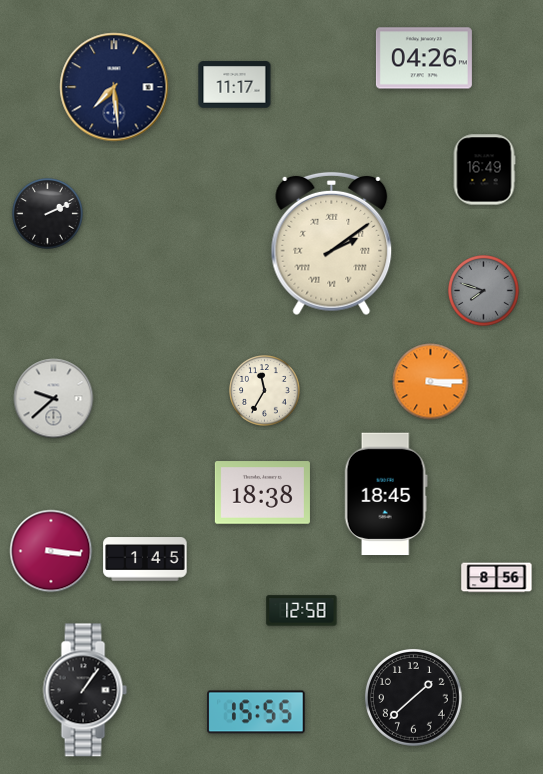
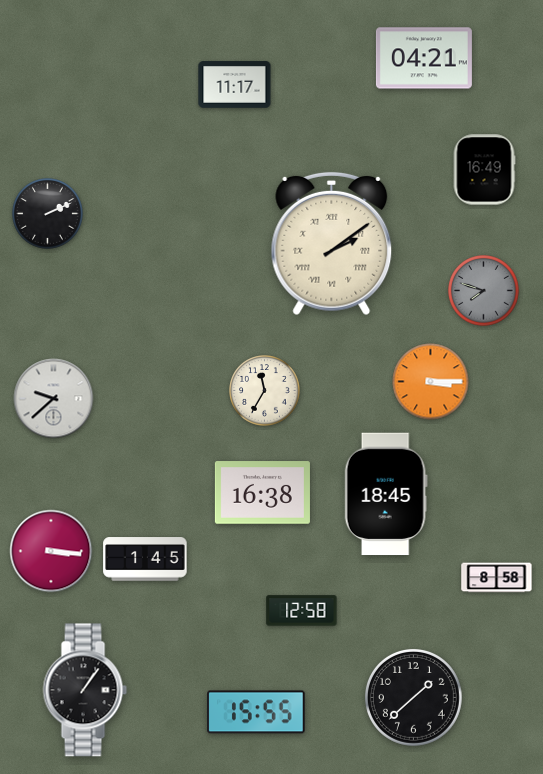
clock at (424, 58): 04:26 -> 04:21
clock at (114, 87): 7:29 -> none
clock at (262, 493): 18:38 -> 16:38
clock at (497, 578): 8:56 -> 8:58
